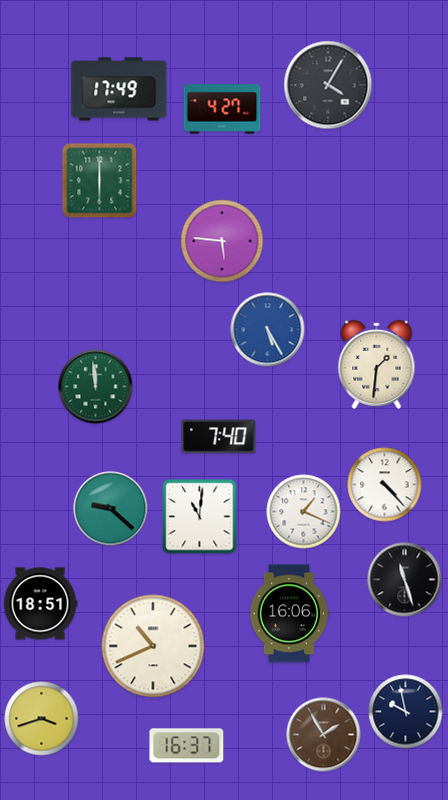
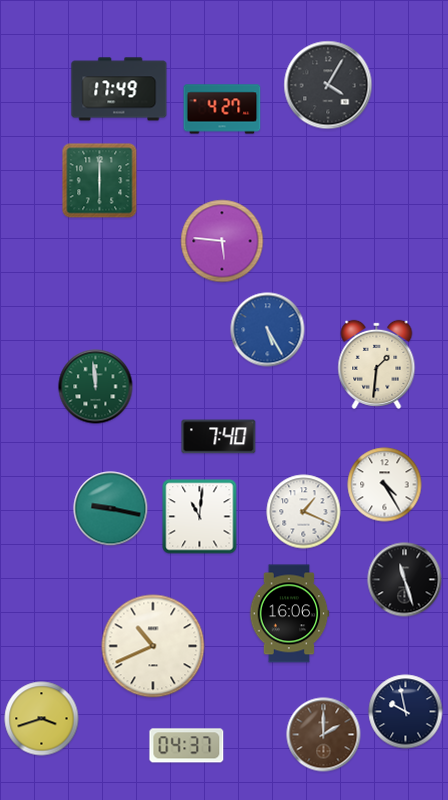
clock at (385, 485): 4:23 -> 4:25
clock at (111, 509): 9:22 -> 9:17
clock at (40, 604): 18:51 -> none
clock at (324, 735): 1:55 -> 2:00
clock at (187, 746): 16:37 -> 04:37
